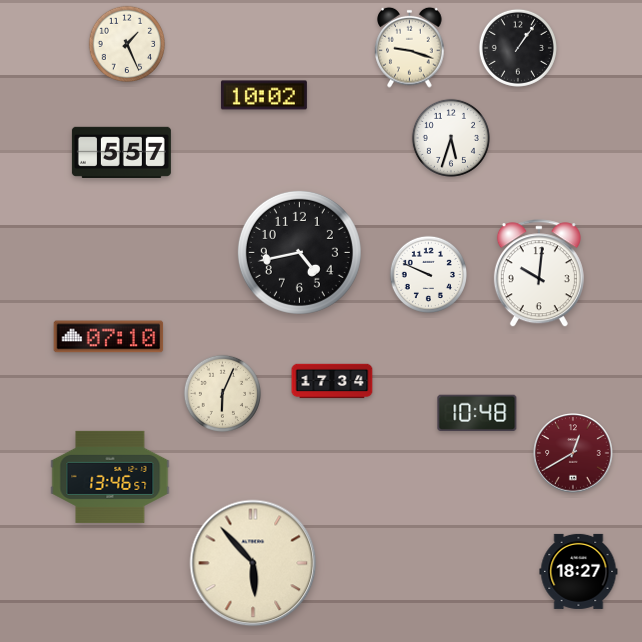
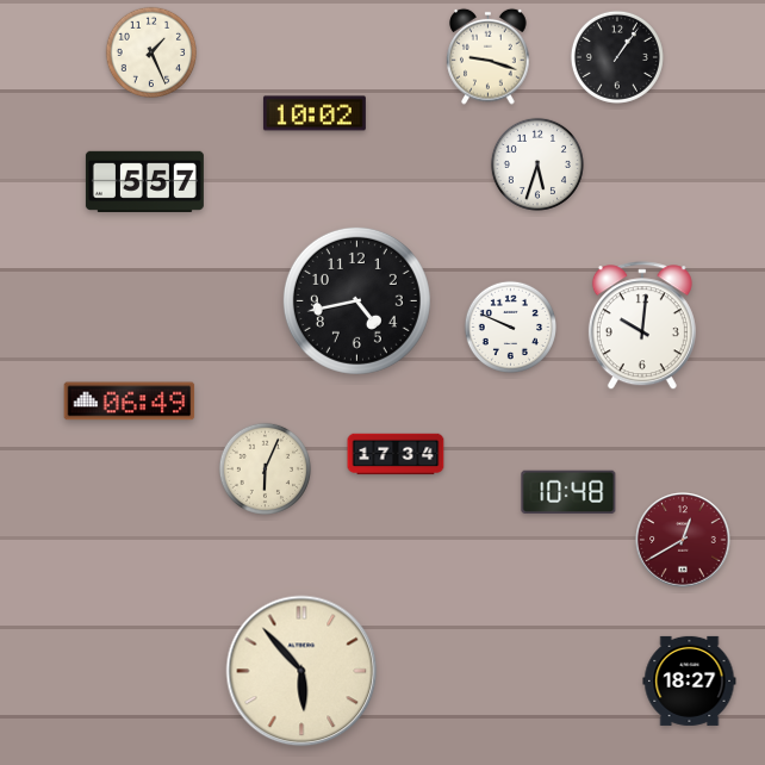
clock at (109, 337): 07:10 -> 06:49
clock at (110, 477): 13:46 -> none
